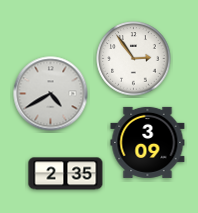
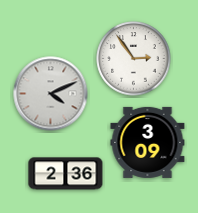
clock at (51, 94): 4:40 -> 4:11
clock at (66, 174): 2:35 -> 2:36
